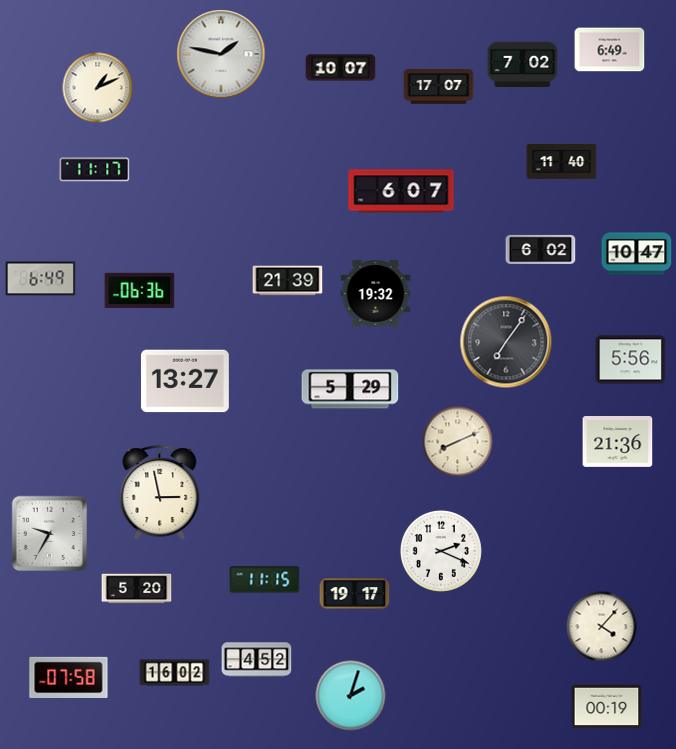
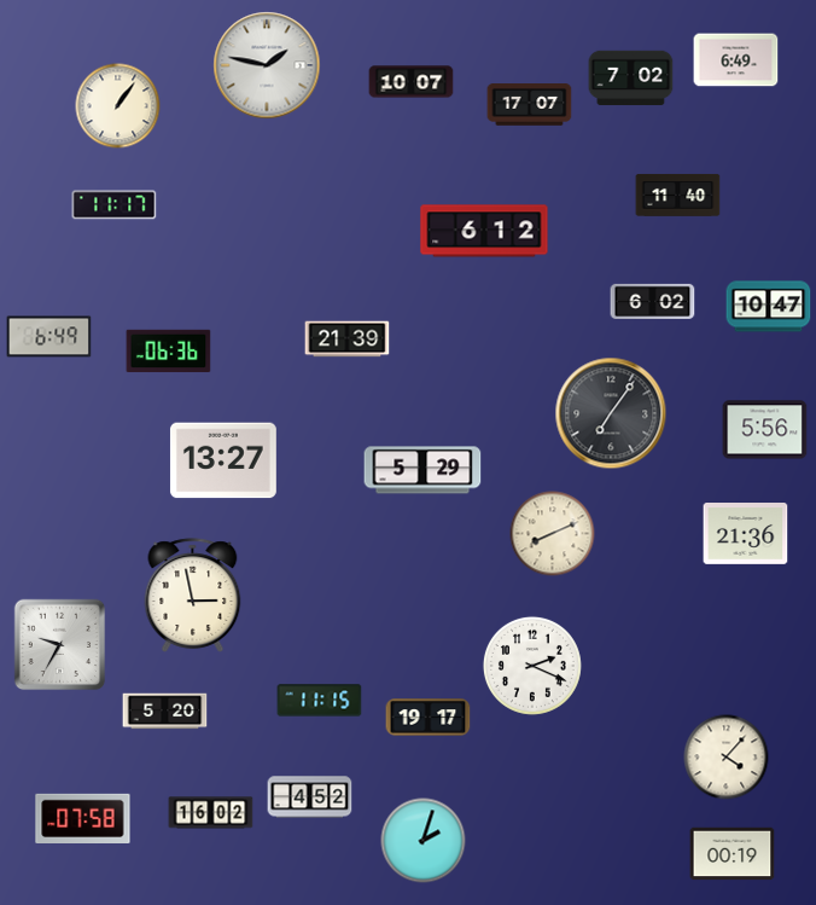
clock at (98, 88): 1:11 -> 1:06
clock at (401, 191): 6:07 -> 6:12
clock at (376, 294): 19:32 -> none
clock at (631, 360) position: (631, 360) -> (765, 430)
